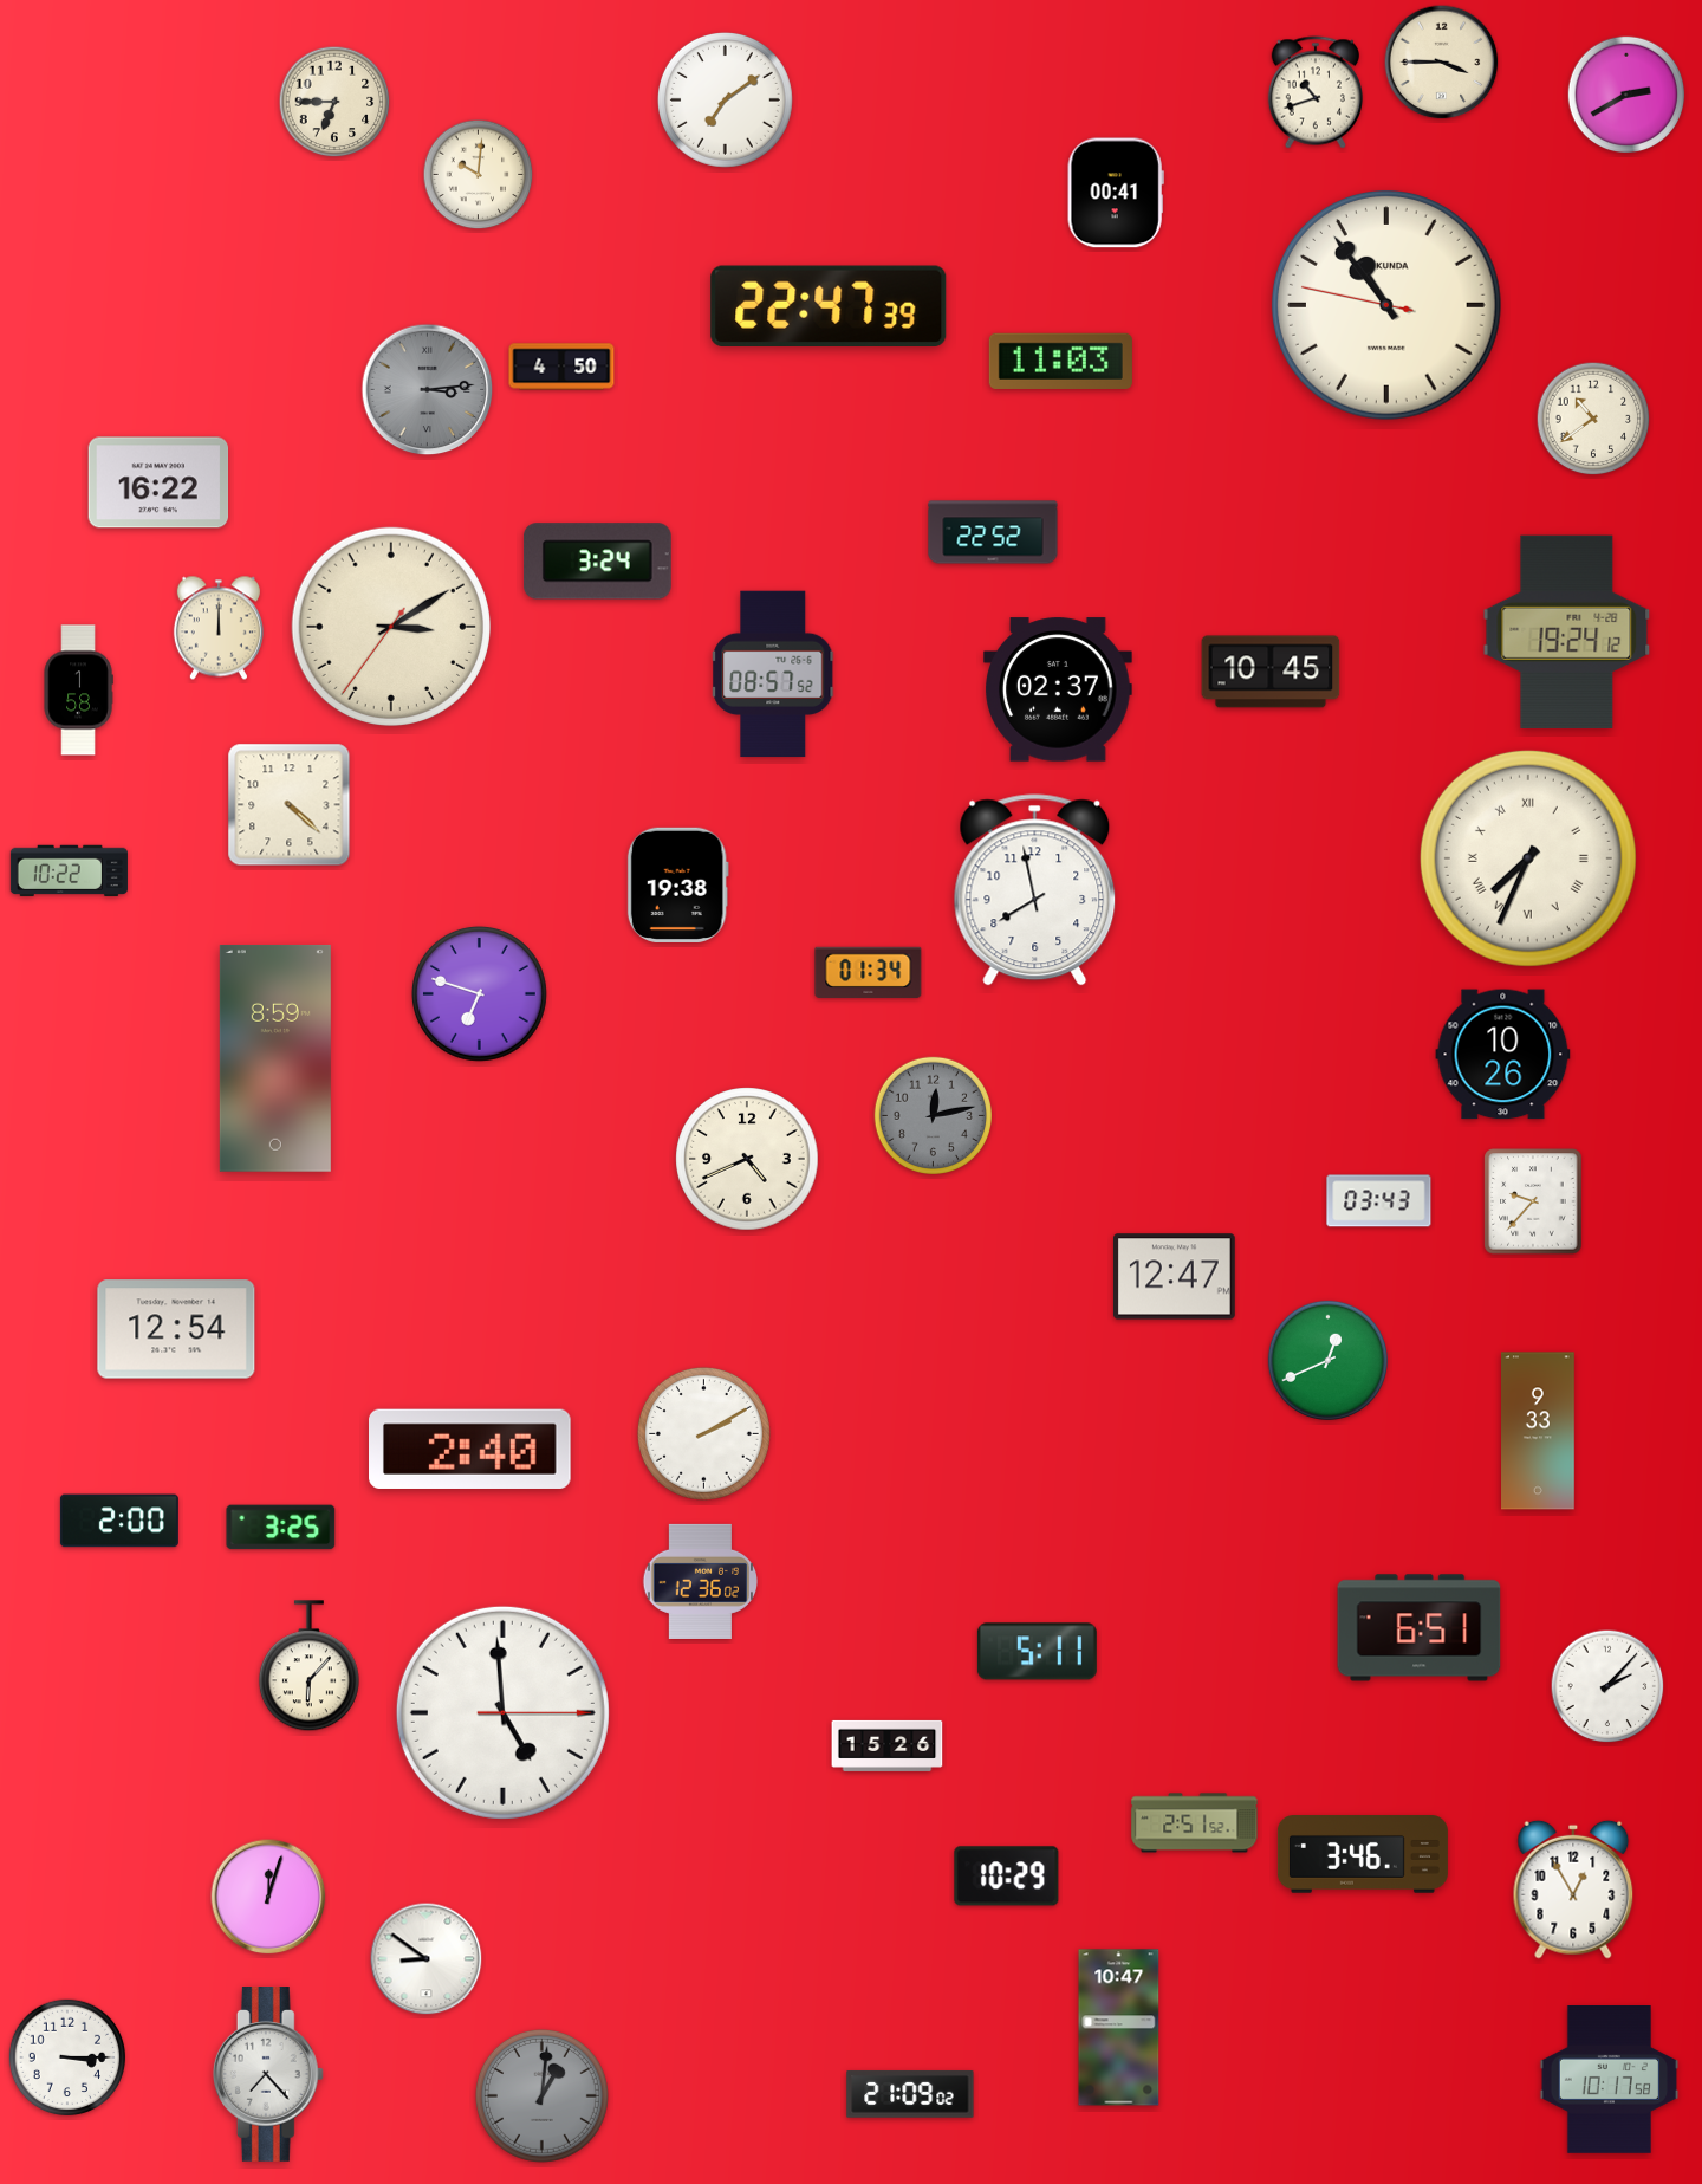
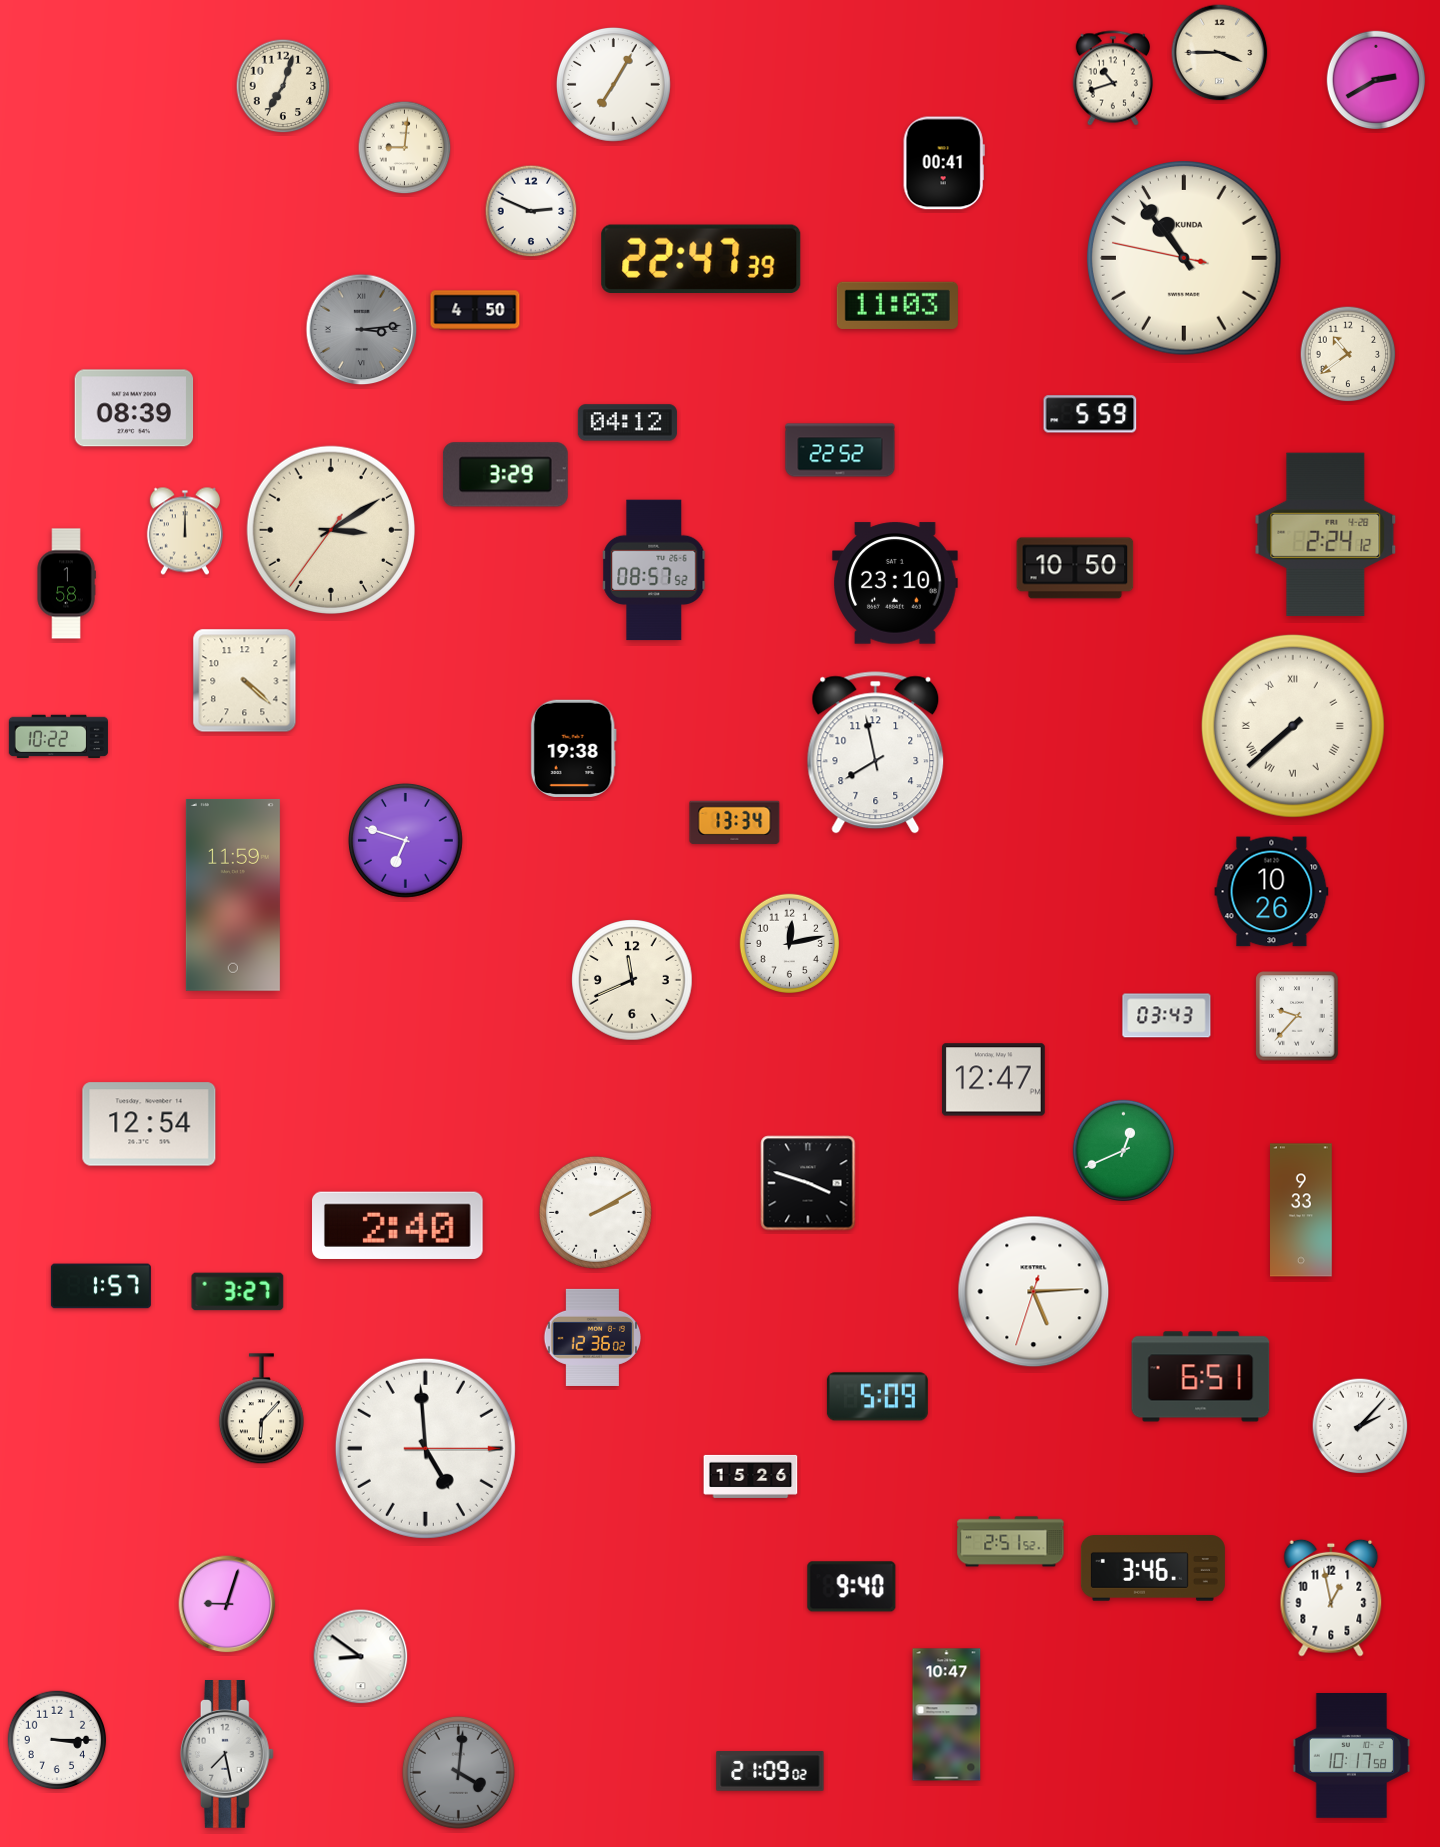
clock at (725, 99): 7:09 -> 7:05
clock at (334, 102): 6:45 -> 7:03
clock at (479, 175): 10:01 -> 9:01
clock at (531, 211): none -> 2:49
clock at (1386, 305) position: (1386, 305) -> (1184, 258)
clock at (158, 482): 16:22 -> 08:39
clock at (1090, 414): none -> 5:59
clock at (627, 423): none -> 04:12
clock at (597, 562): 3:24 -> 3:29
clock at (1567, 631): 19:24 -> 2:24
clock at (1271, 672): 10:45 -> 10:50
clock at (1058, 689): 02:37 -> 23:10
clock at (1528, 858): 7:34 -> 7:38
clock at (869, 972): 01:34 -> 13:34
clock at (275, 1058): 8:59 -> 11:59
clock at (934, 1115) dial: grey -> white
clock at (747, 1159): 4:41 -> 11:41
clock at (808, 1183): none -> 3:48
clock at (119, 1521): 2:00 -> 1:57
clock at (281, 1528): 3:25 -> 3:27
clock at (1034, 1292): none -> 5:14
clock at (1037, 1652): 5:11 -> 5:09
clock at (1007, 1877): 10:29 -> 9:40
clock at (1573, 1890): 12:55 -> 12:58
clock at (268, 1897): 12:03 -> 9:03
clock at (268, 2075): 7:23 -> 7:28
clock at (1610, 2080) position: (1610, 2080) -> (1352, 1756)
clock at (541, 2095): 1:01 -> 4:01
